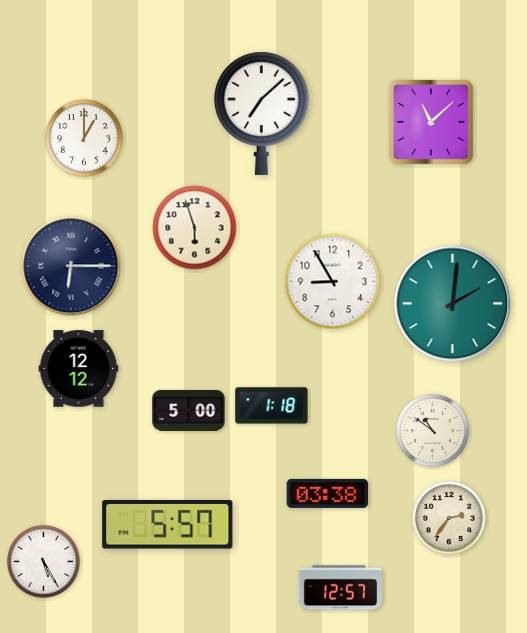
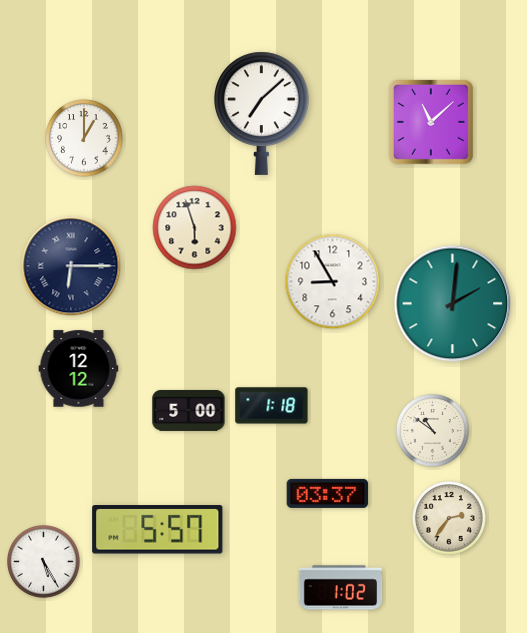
clock at (328, 493): 03:38 -> 03:37
clock at (168, 525) position: (168, 525) -> (158, 530)
clock at (341, 588): 12:57 -> 1:02
